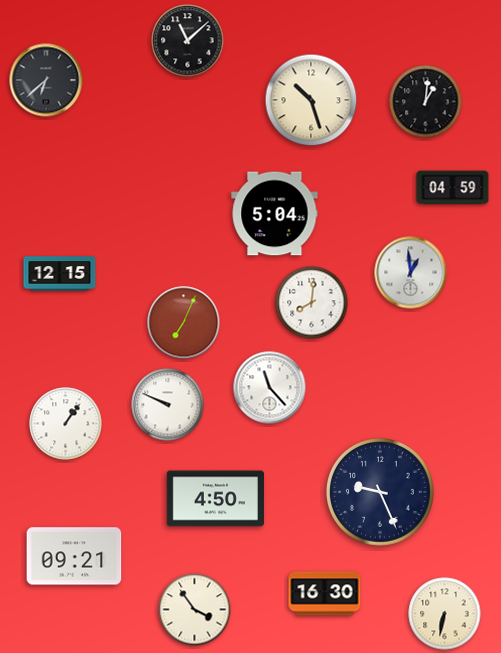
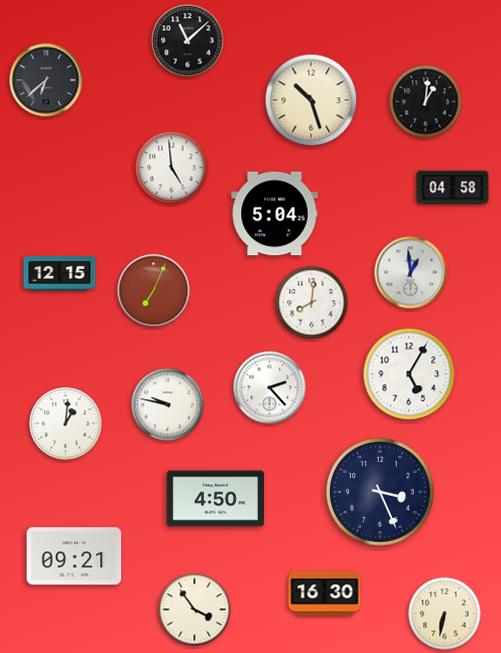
clock at (172, 168): none -> 4:59
clock at (453, 188): 04:59 -> 04:58
clock at (184, 323) position: (184, 323) -> (154, 291)
clock at (409, 374): none -> 5:05
clock at (270, 388): 11:23 -> 2:23
clock at (168, 405): 9:49 -> 9:47
clock at (66, 424): 1:06 -> 1:01
clock at (381, 493): 9:26 -> 3:26
